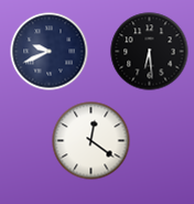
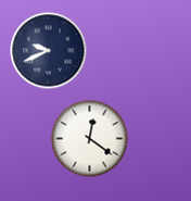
clock at (150, 52): 6:29 -> none
